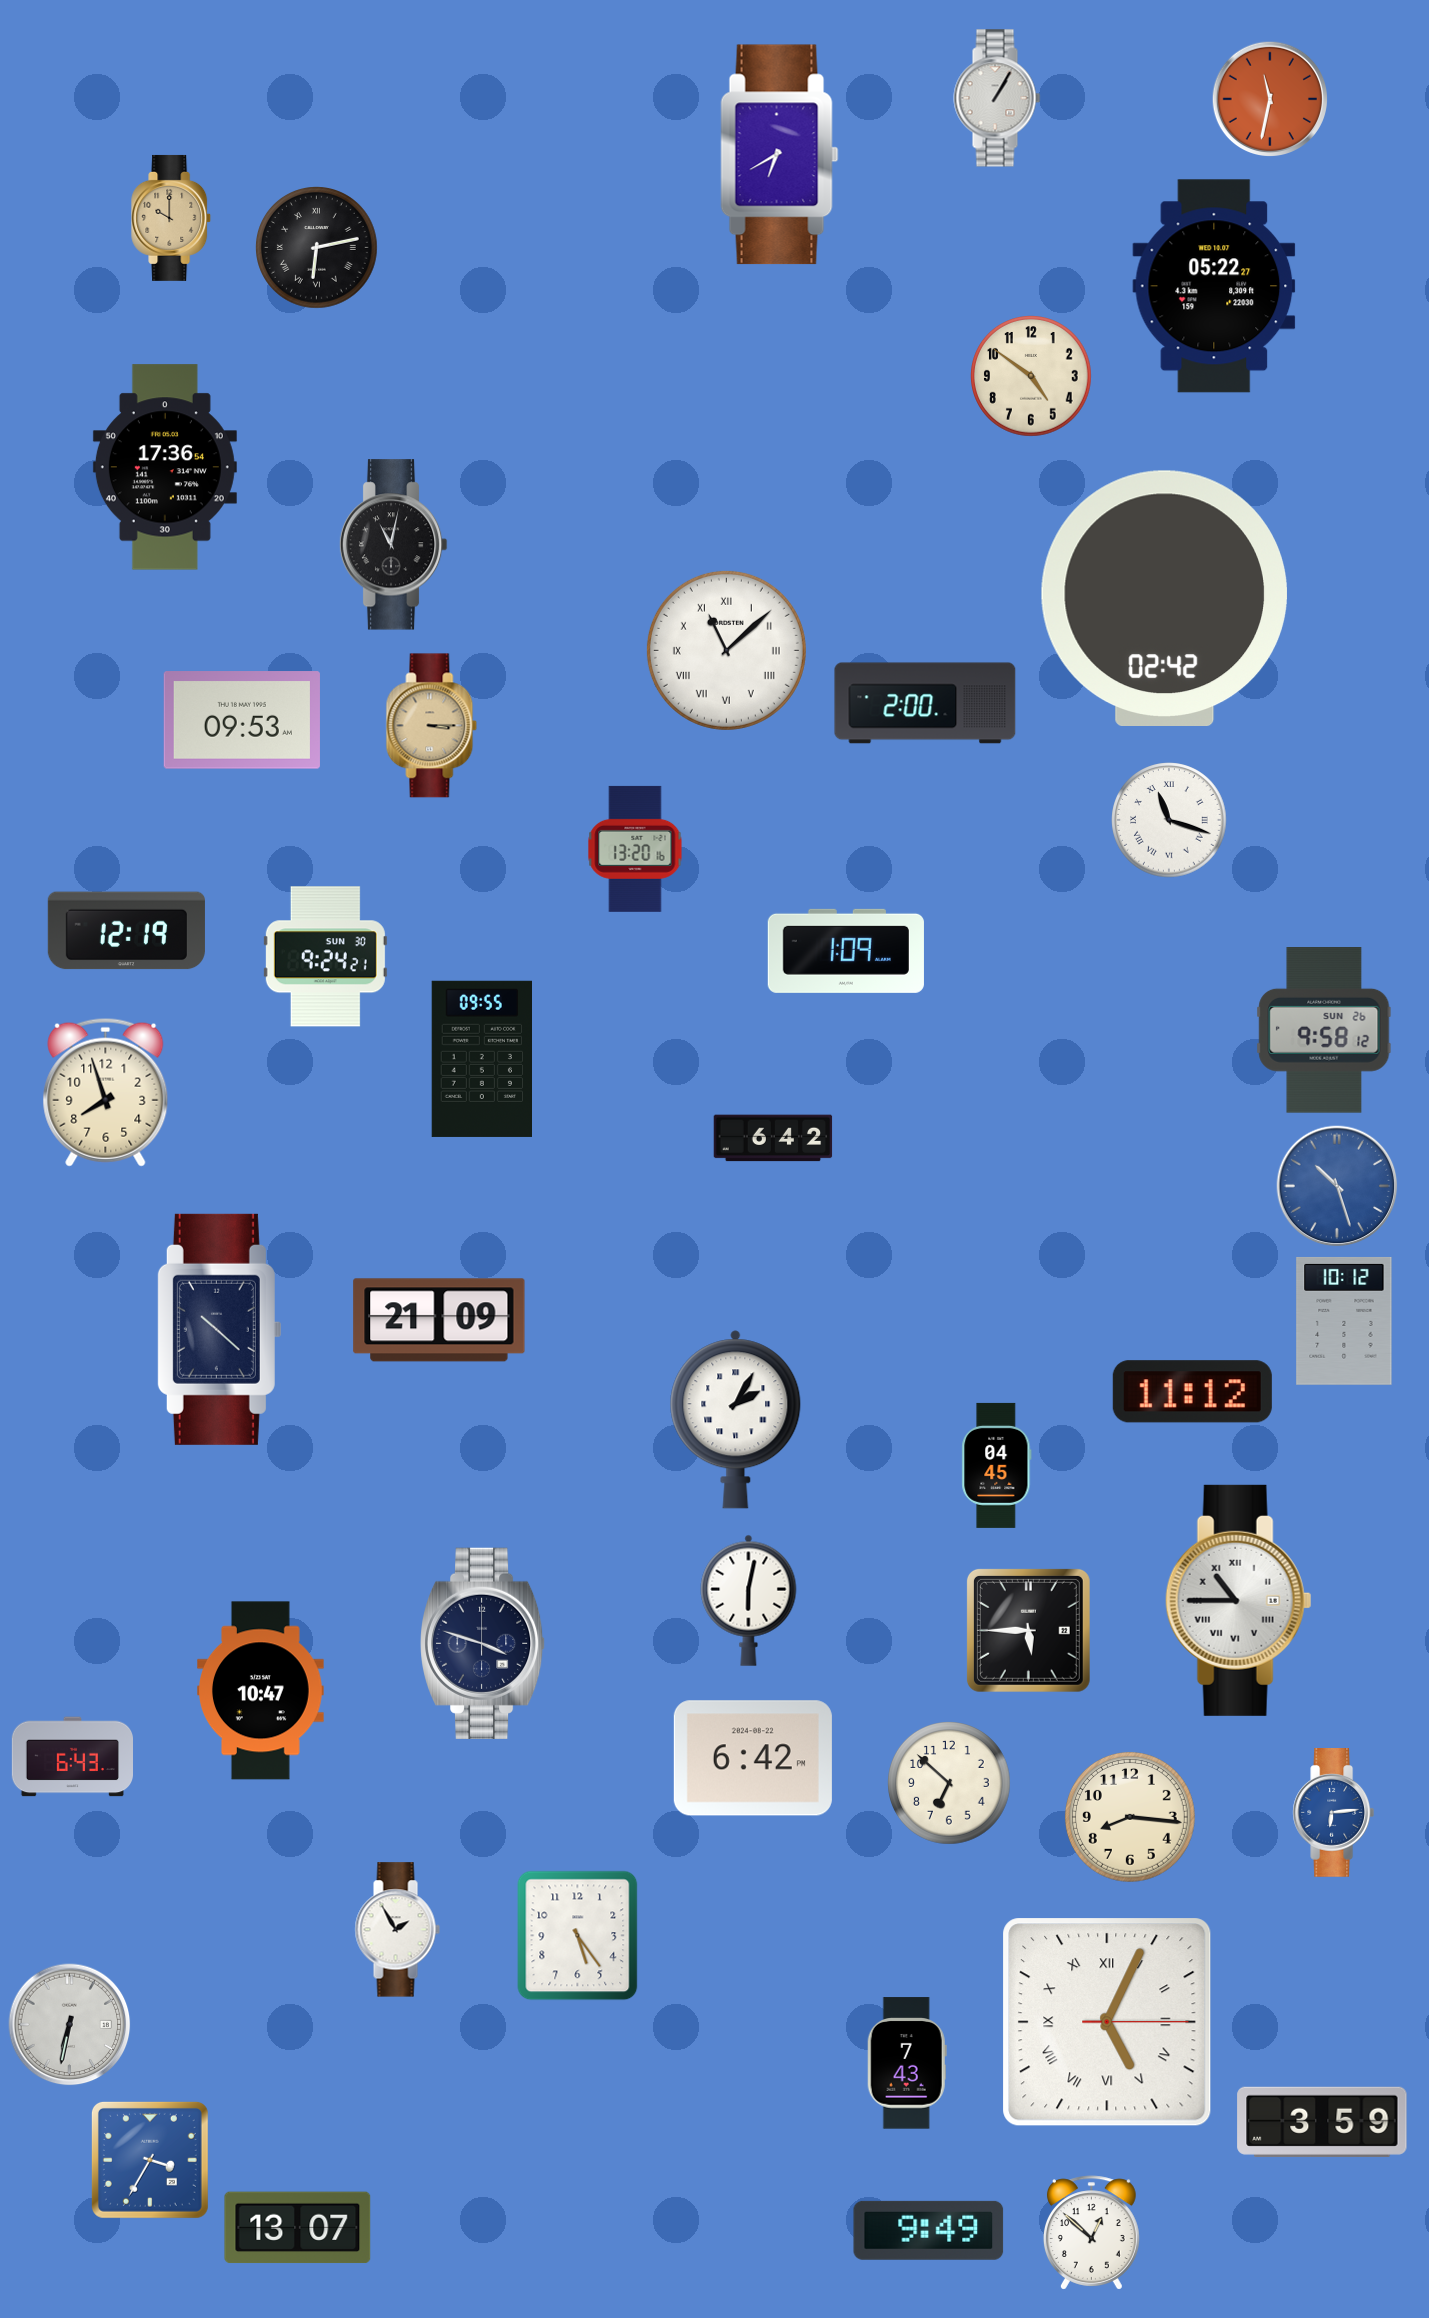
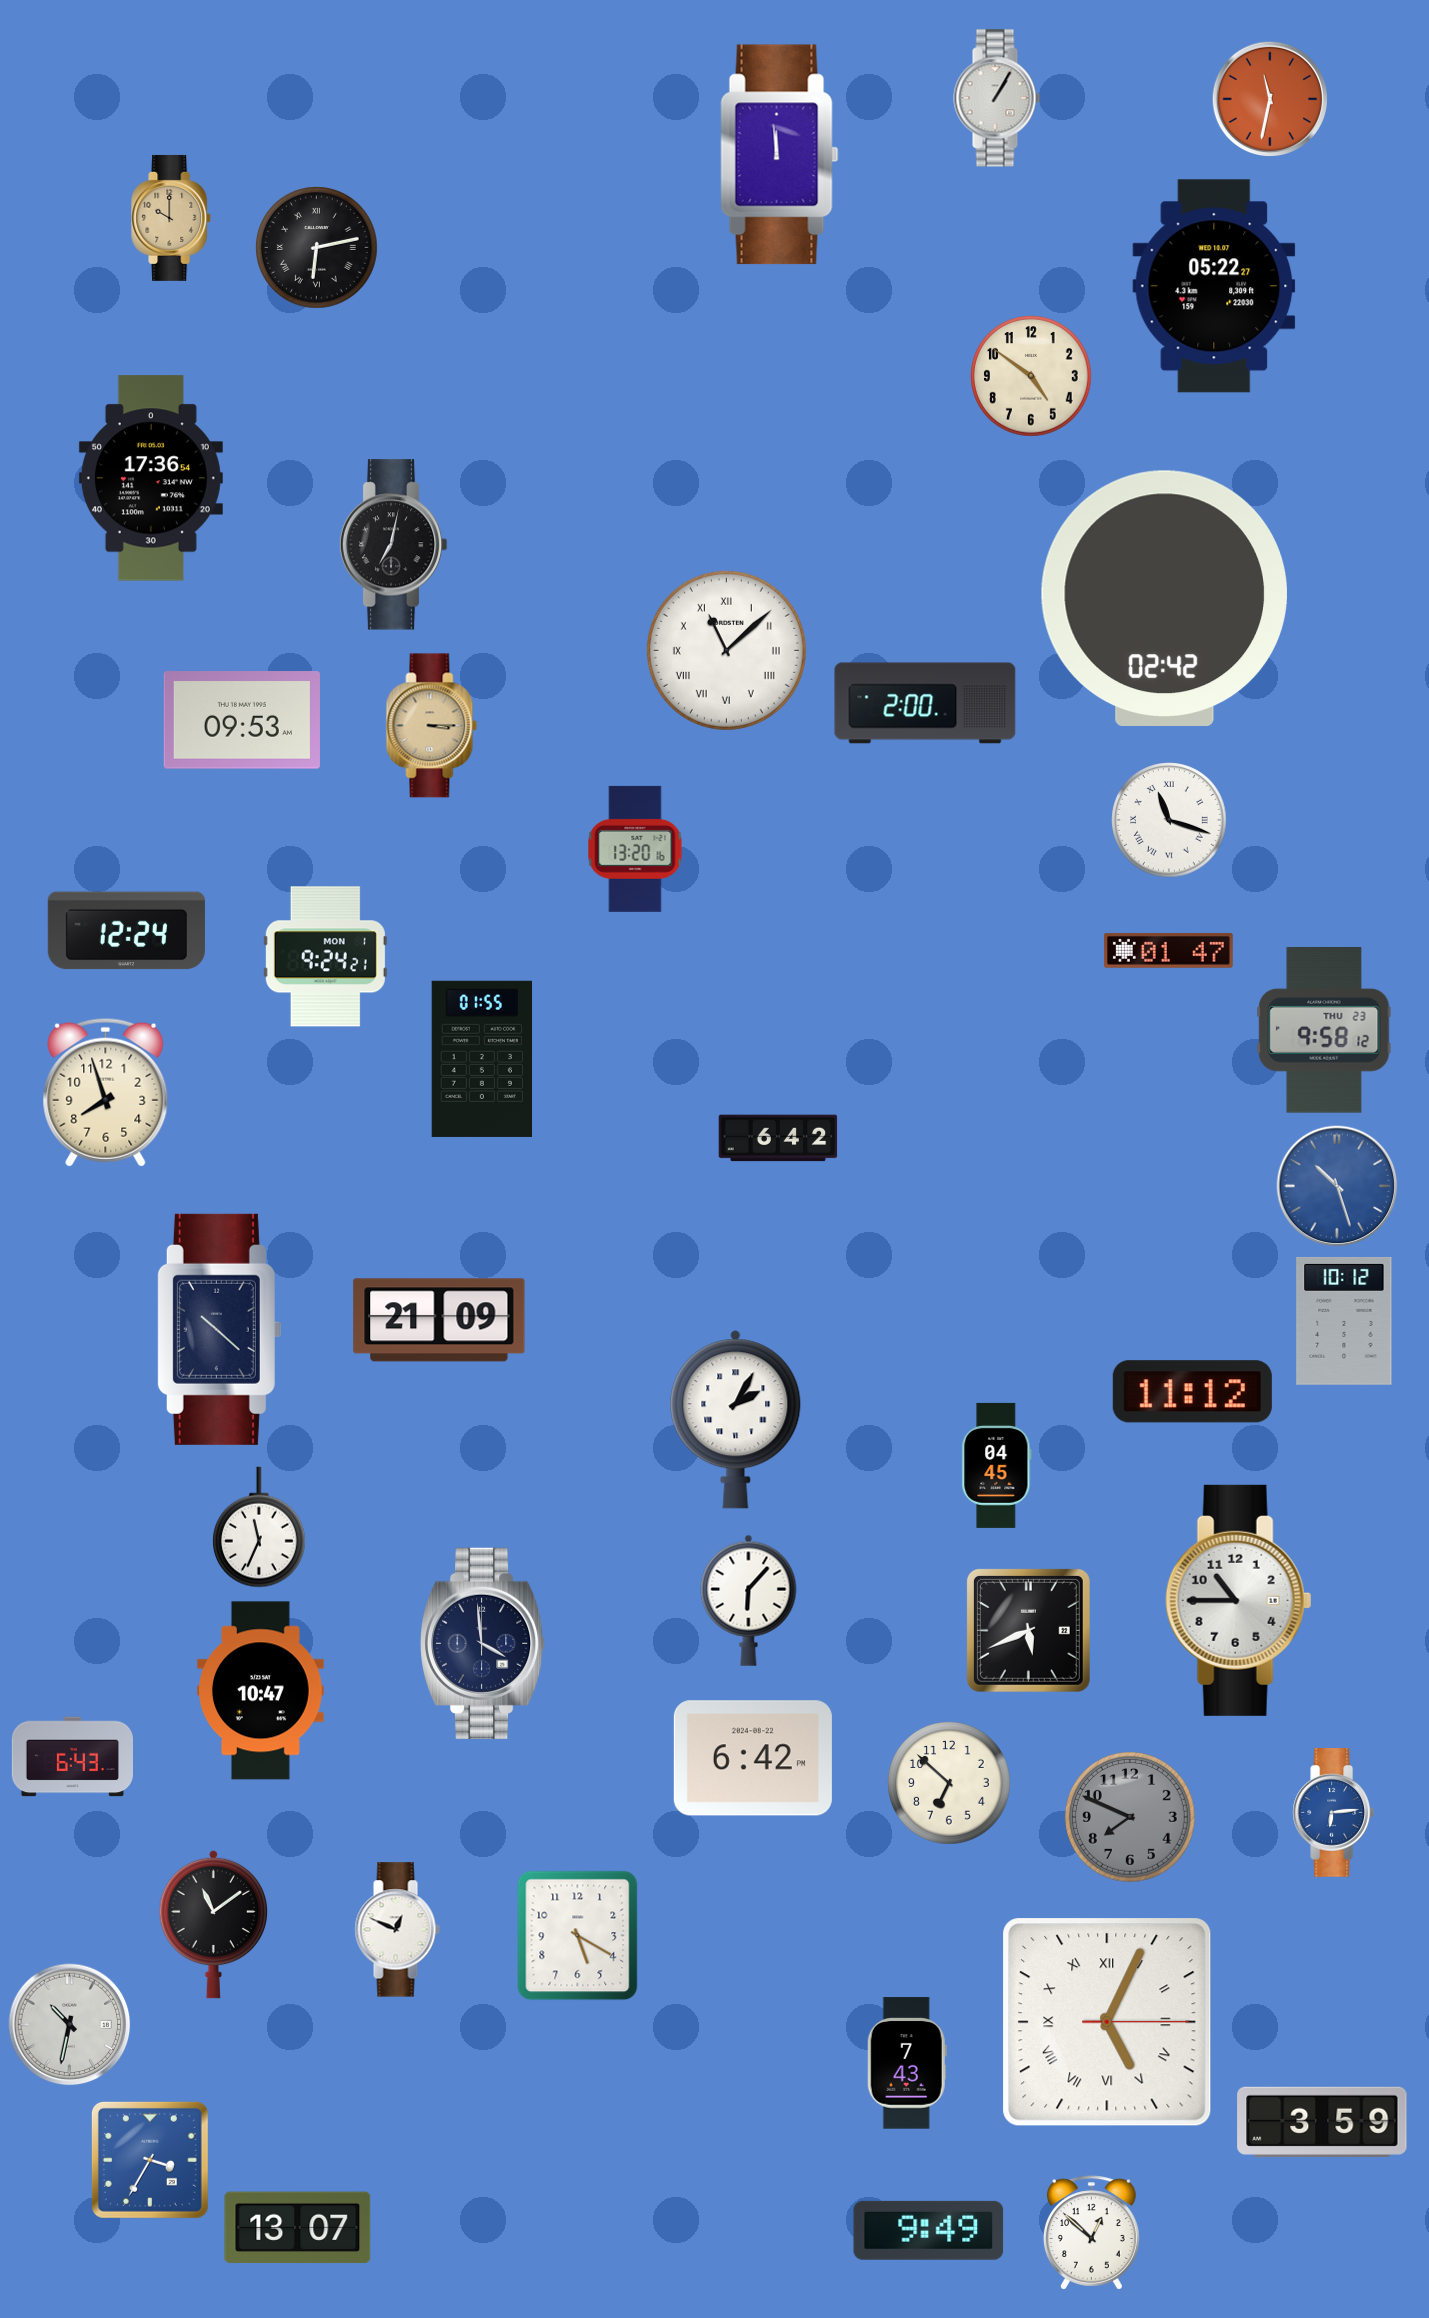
clock at (780, 155): 6:40 -> 11:59
clock at (165, 467) position: (165, 467) -> (151, 478)
clock at (393, 545): 11:02 -> 7:02
clock at (126, 931): 12:19 -> 12:24
clock at (1168, 950): none -> 01:47
clock at (846, 951): 1:09 -> none
clock at (325, 957) date: SUN 30 -> MON 1
clock at (1324, 1031) date: SUN 26 -> THU 23
clock at (481, 1059): 09:55 -> 01:55
clock at (773, 1138) position: (773, 1138) -> (778, 1138)
clock at (259, 1527): none -> 11:34
clock at (749, 1600): 6:02 -> 6:07
clock at (1239, 1600) numerals: Roman -> Arabic
clock at (1028, 1630): 5:45 -> 5:41
clock at (484, 1643): 3:48 -> 3:59
clock at (1130, 1817): 8:16 -> 7:49
clock at (1130, 1817) dial: cream -> grey
clock at (214, 1924): none -> 11:09
clock at (397, 1930): 1:55 -> 12:49
clock at (578, 1936): 5:24 -> 5:20
clock at (70, 2025): 6:32 -> 10:32
